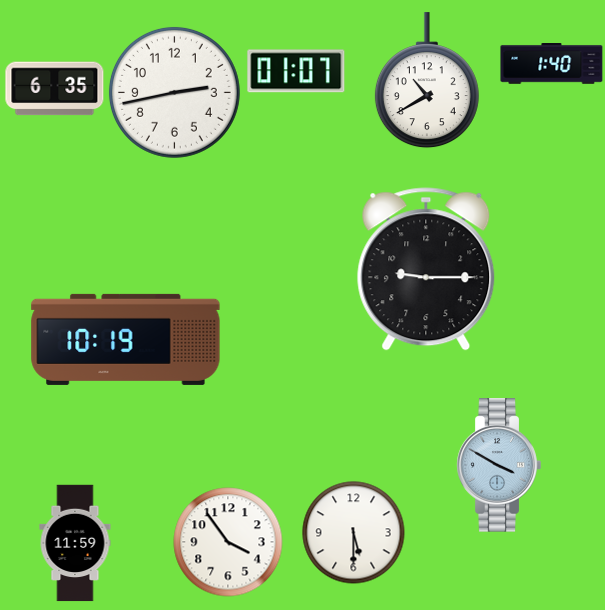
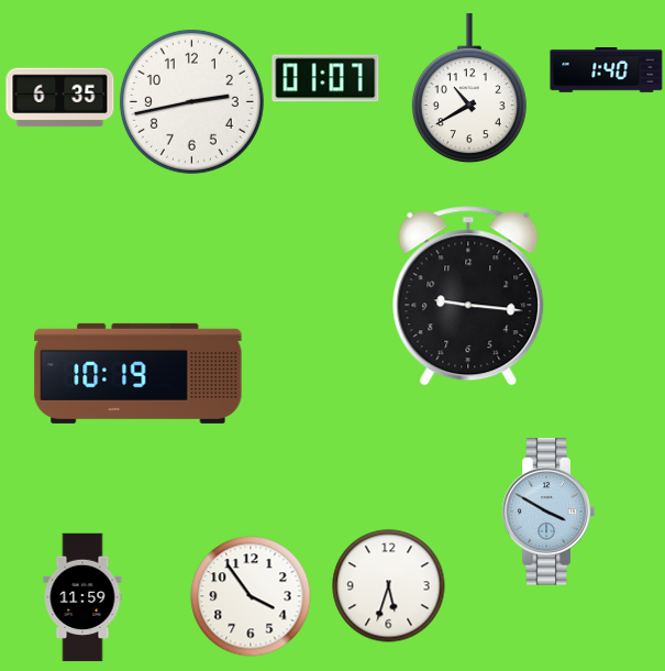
clock at (426, 269): 9:15 -> 9:16
clock at (354, 533): 5:30 -> 5:33
